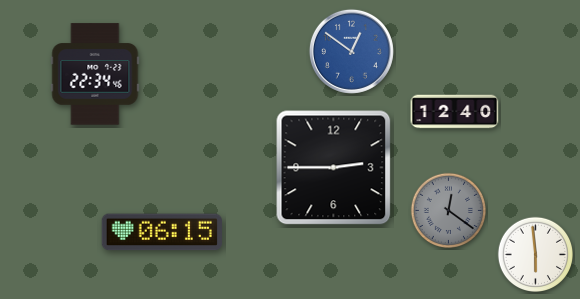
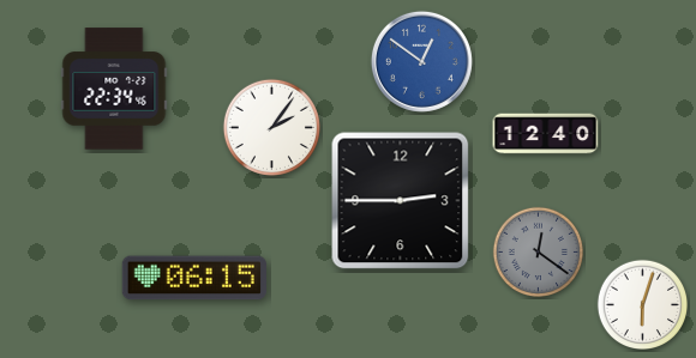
clock at (271, 127): none -> 2:06
clock at (536, 255): 5:59 -> 6:03
